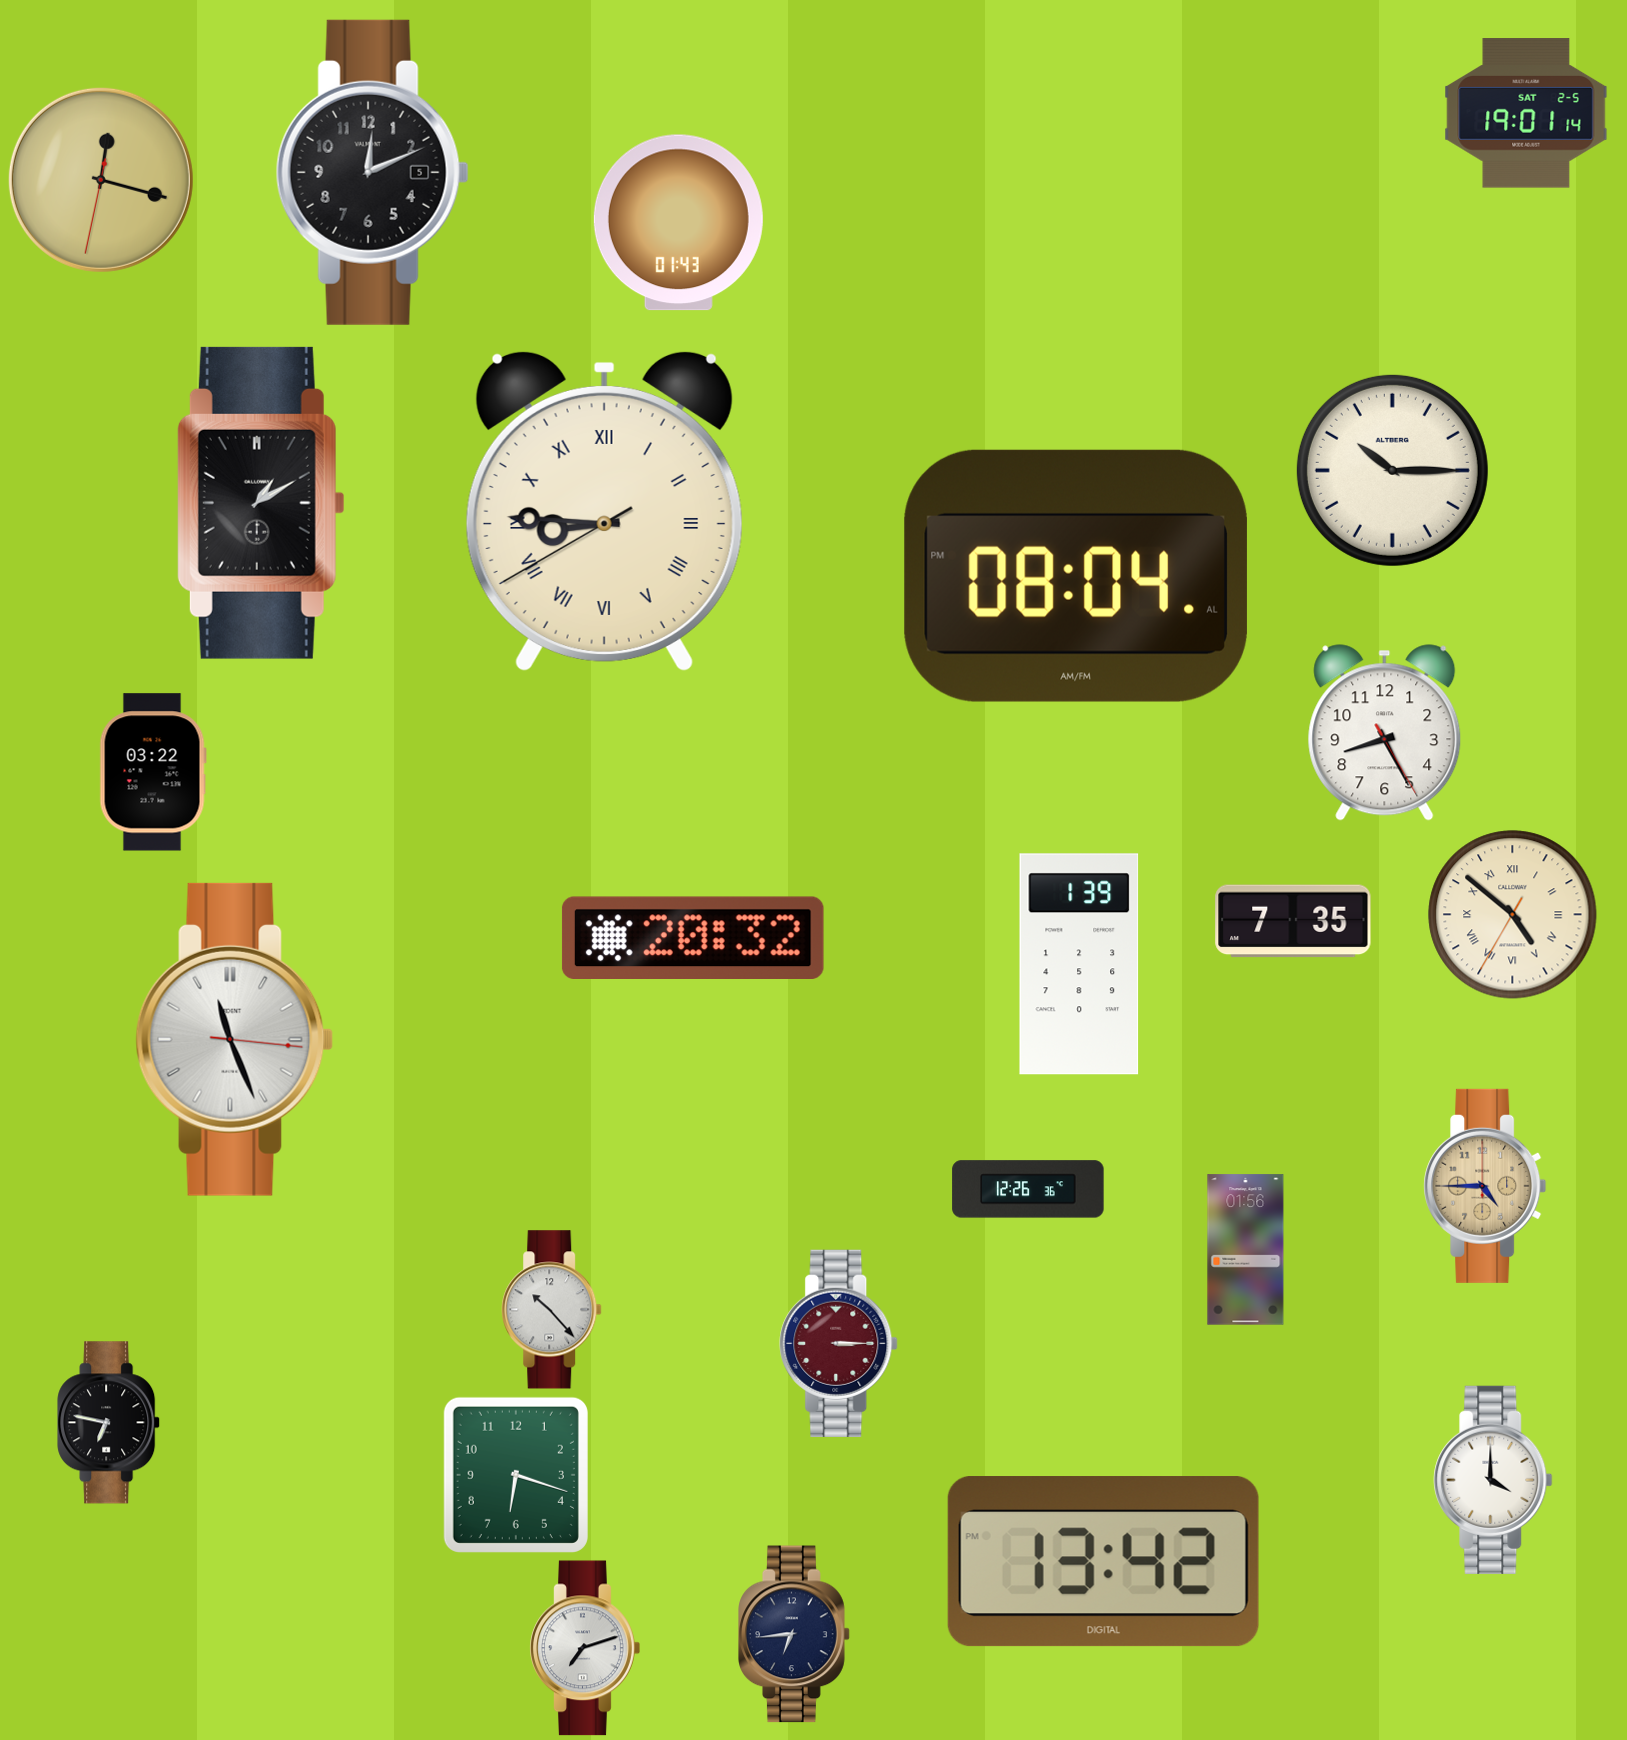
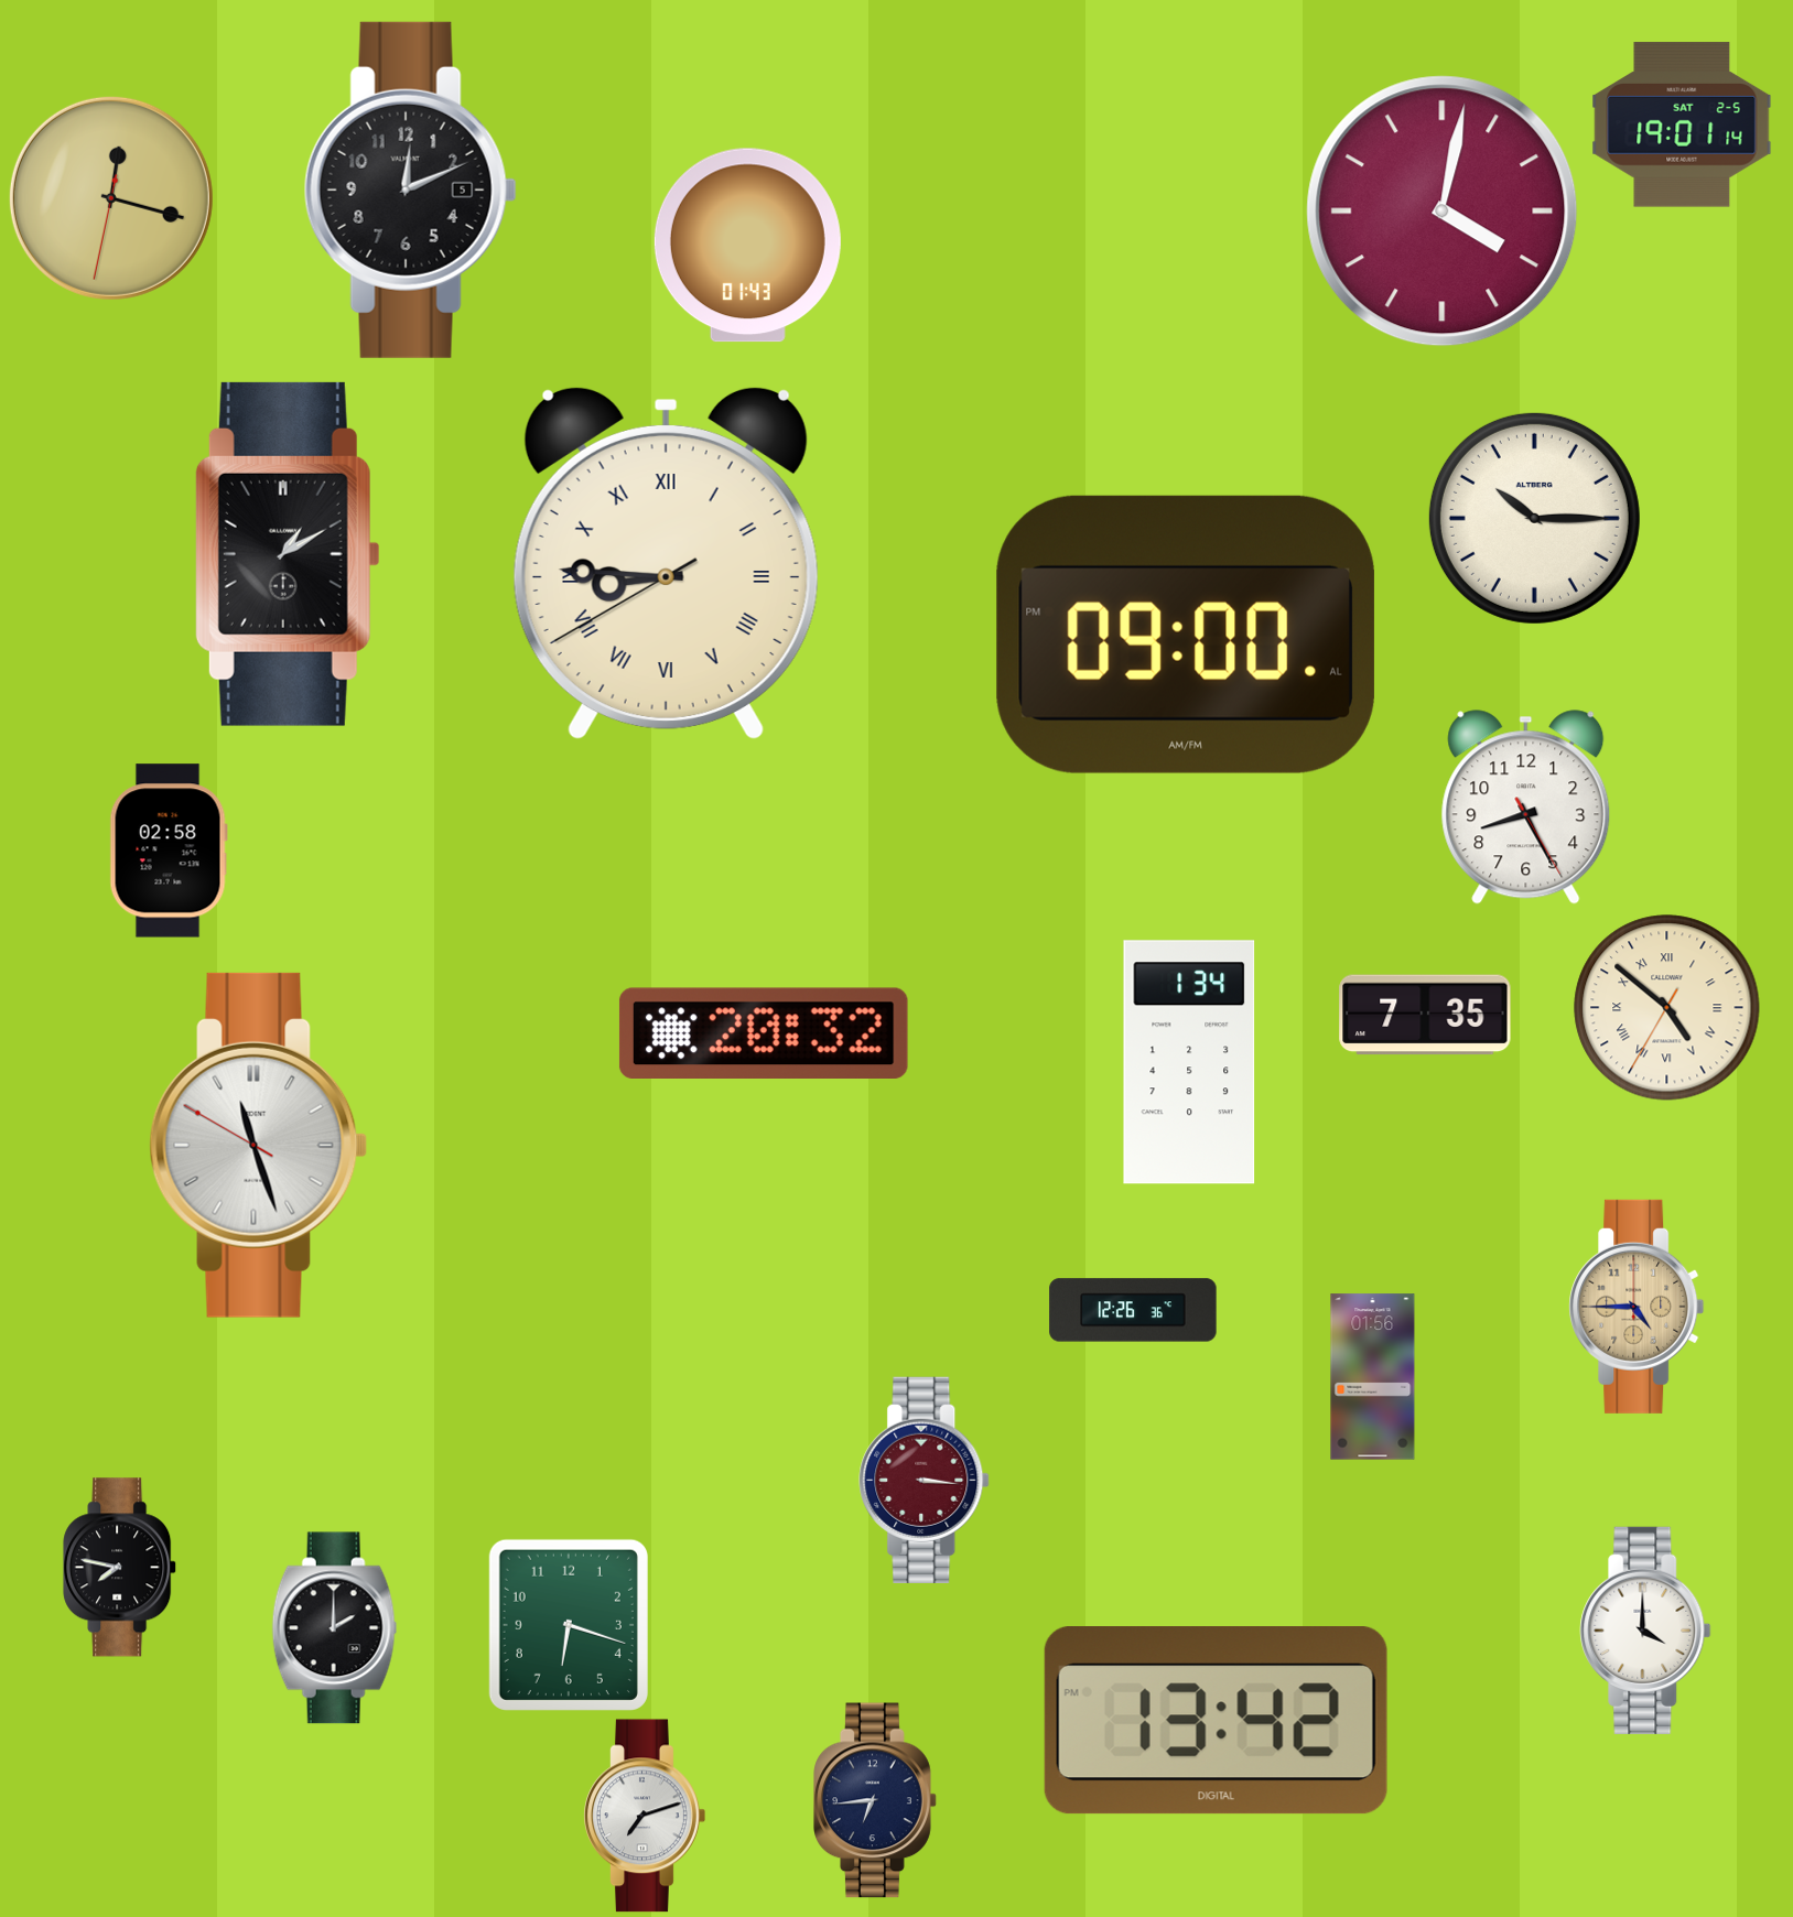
clock at (1443, 212): none -> 4:02
clock at (1076, 576): 08:04 -> 09:00
clock at (153, 772): 03:22 -> 02:58
clock at (1079, 964): 1:39 -> 1:34
clock at (235, 1039): 11:26:16 -> 11:26:50
clock at (552, 1310): 10:23 -> none
clock at (839, 1343): 3:15 -> 3:16
clock at (109, 1423): 6:47 -> 7:47
clock at (335, 1628): none -> 2:00
